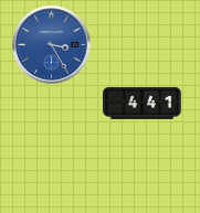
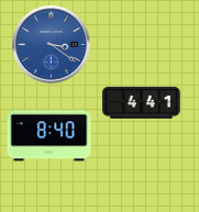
clock at (52, 45): 3:25 -> 3:21
clock at (49, 136): none -> 8:40
